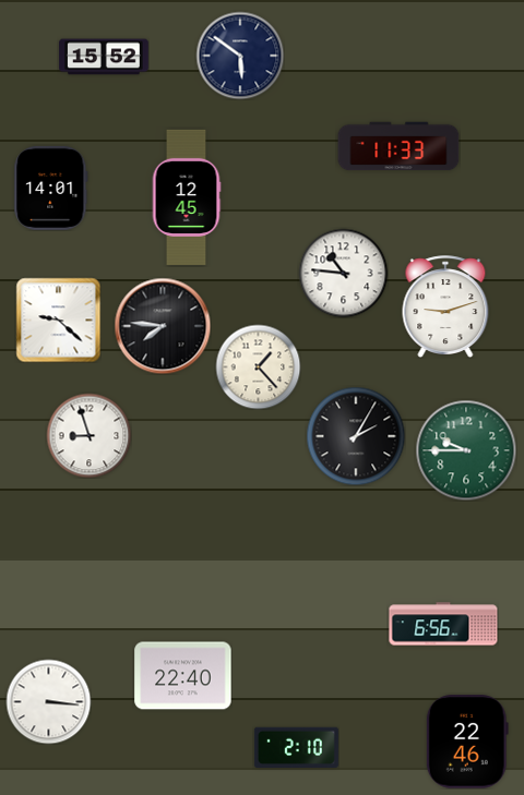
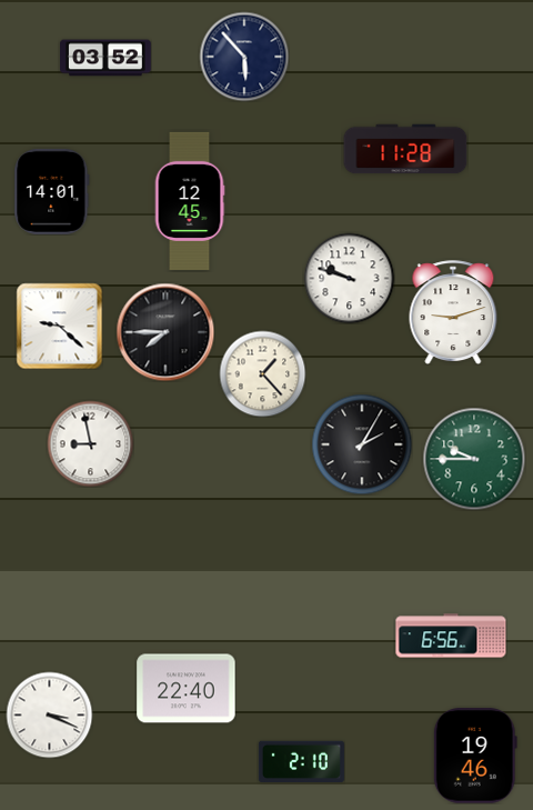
clock at (240, 56): 5:51 -> 5:53
clock at (104, 57): 15:52 -> 03:52
clock at (398, 146): 11:33 -> 11:28
clock at (343, 273): 10:46 -> 9:48
clock at (163, 326): 7:46 -> 7:45
clock at (88, 435): 8:57 -> 8:58
clock at (48, 701): 3:16 -> 3:19
clock at (467, 742): 22:46 -> 19:46
